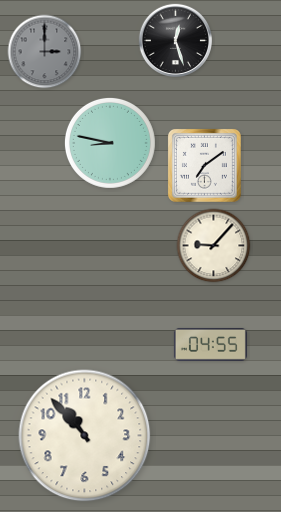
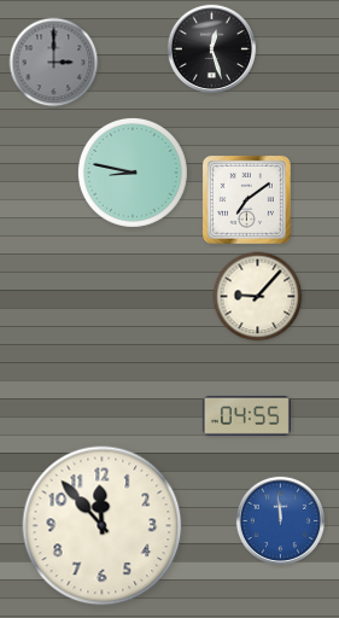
clock at (210, 344) position: (210, 344) -> (246, 415)
clock at (280, 520): none -> 11:59
clock at (85, 436): 10:53 -> 11:53
